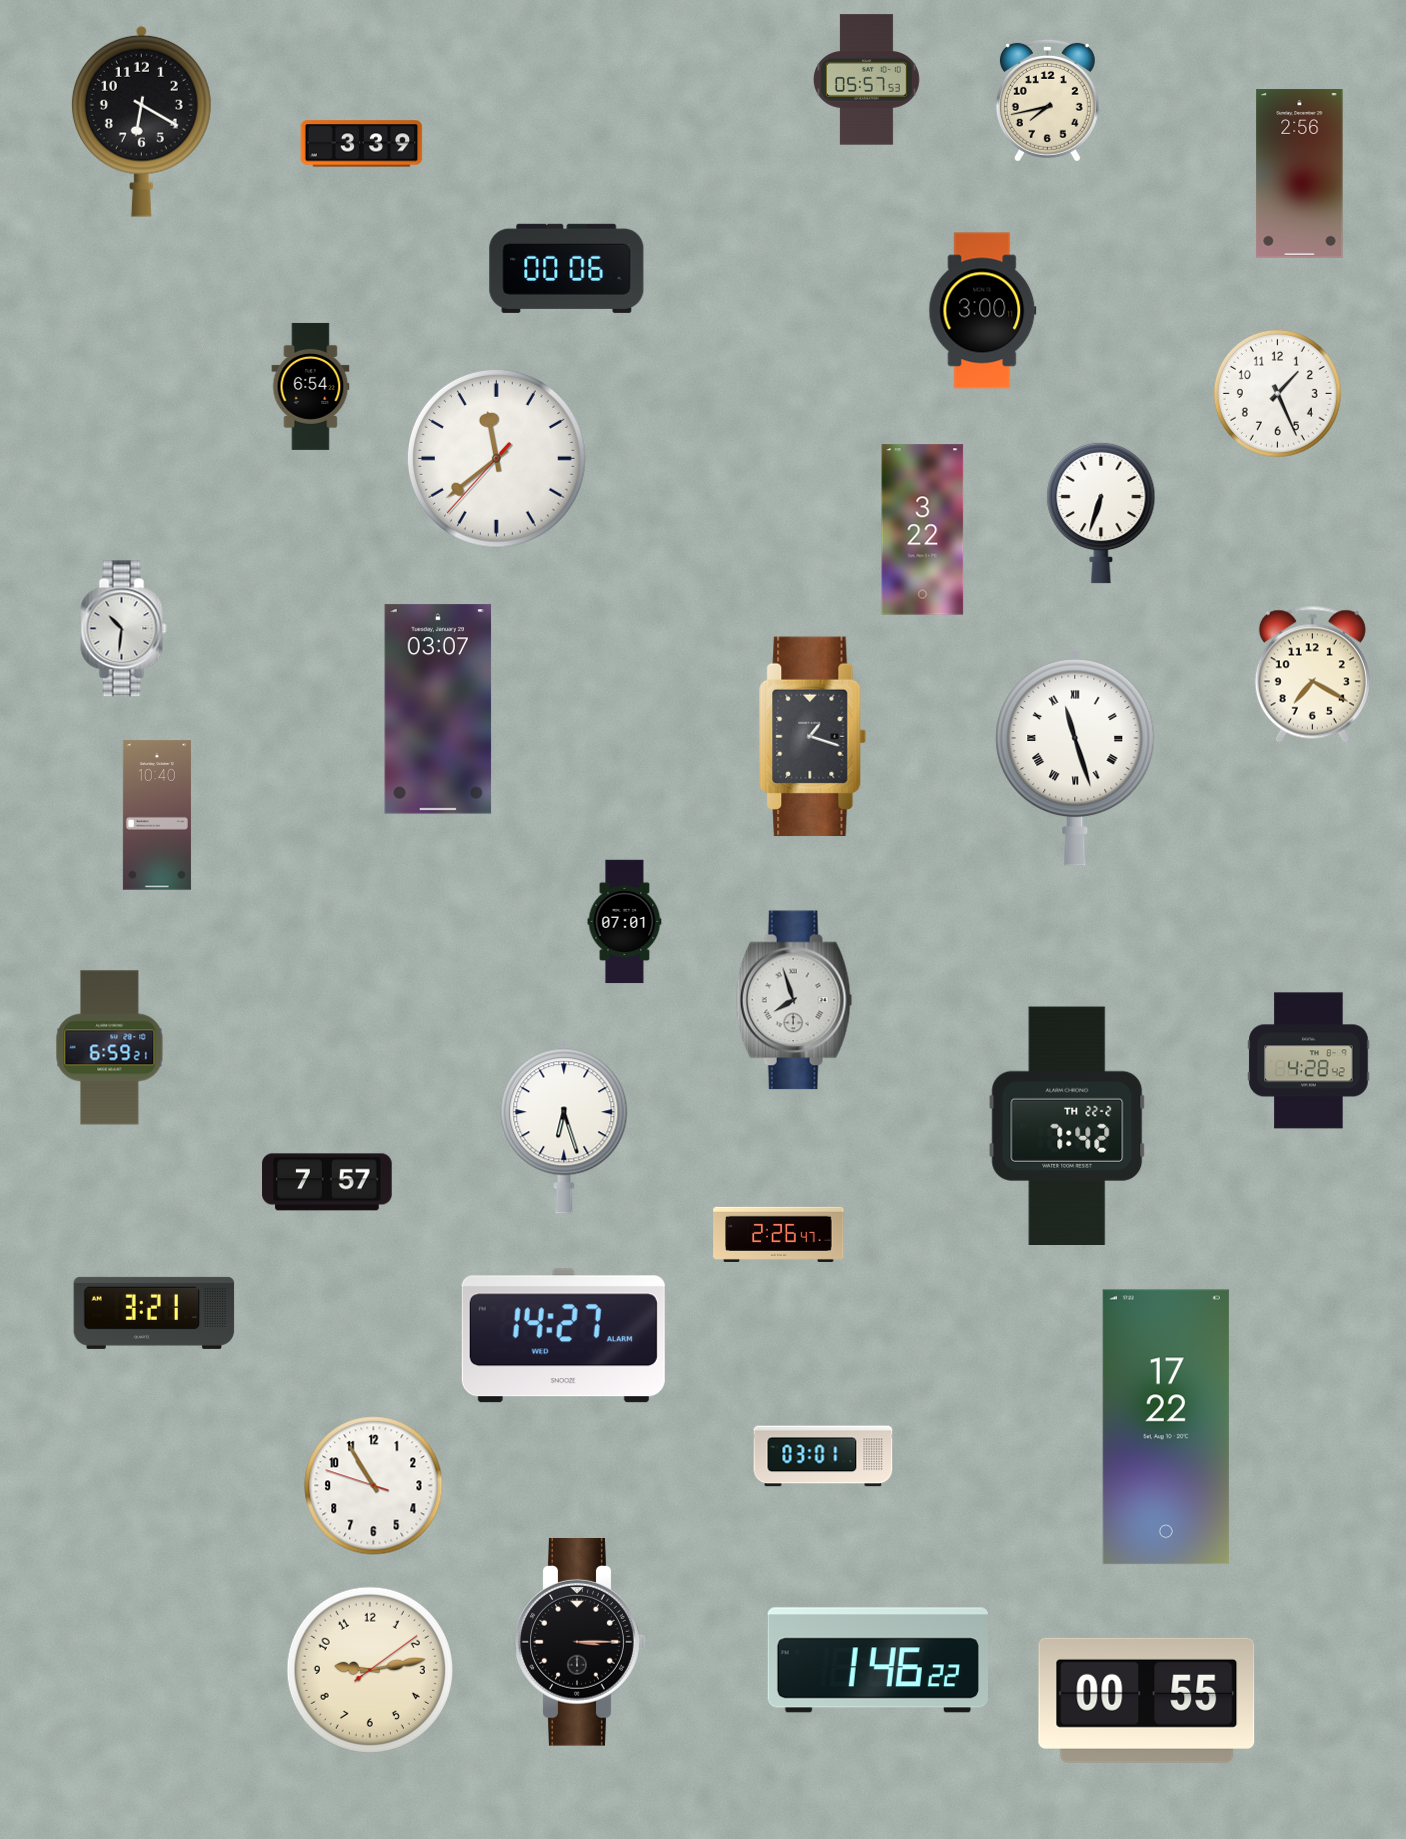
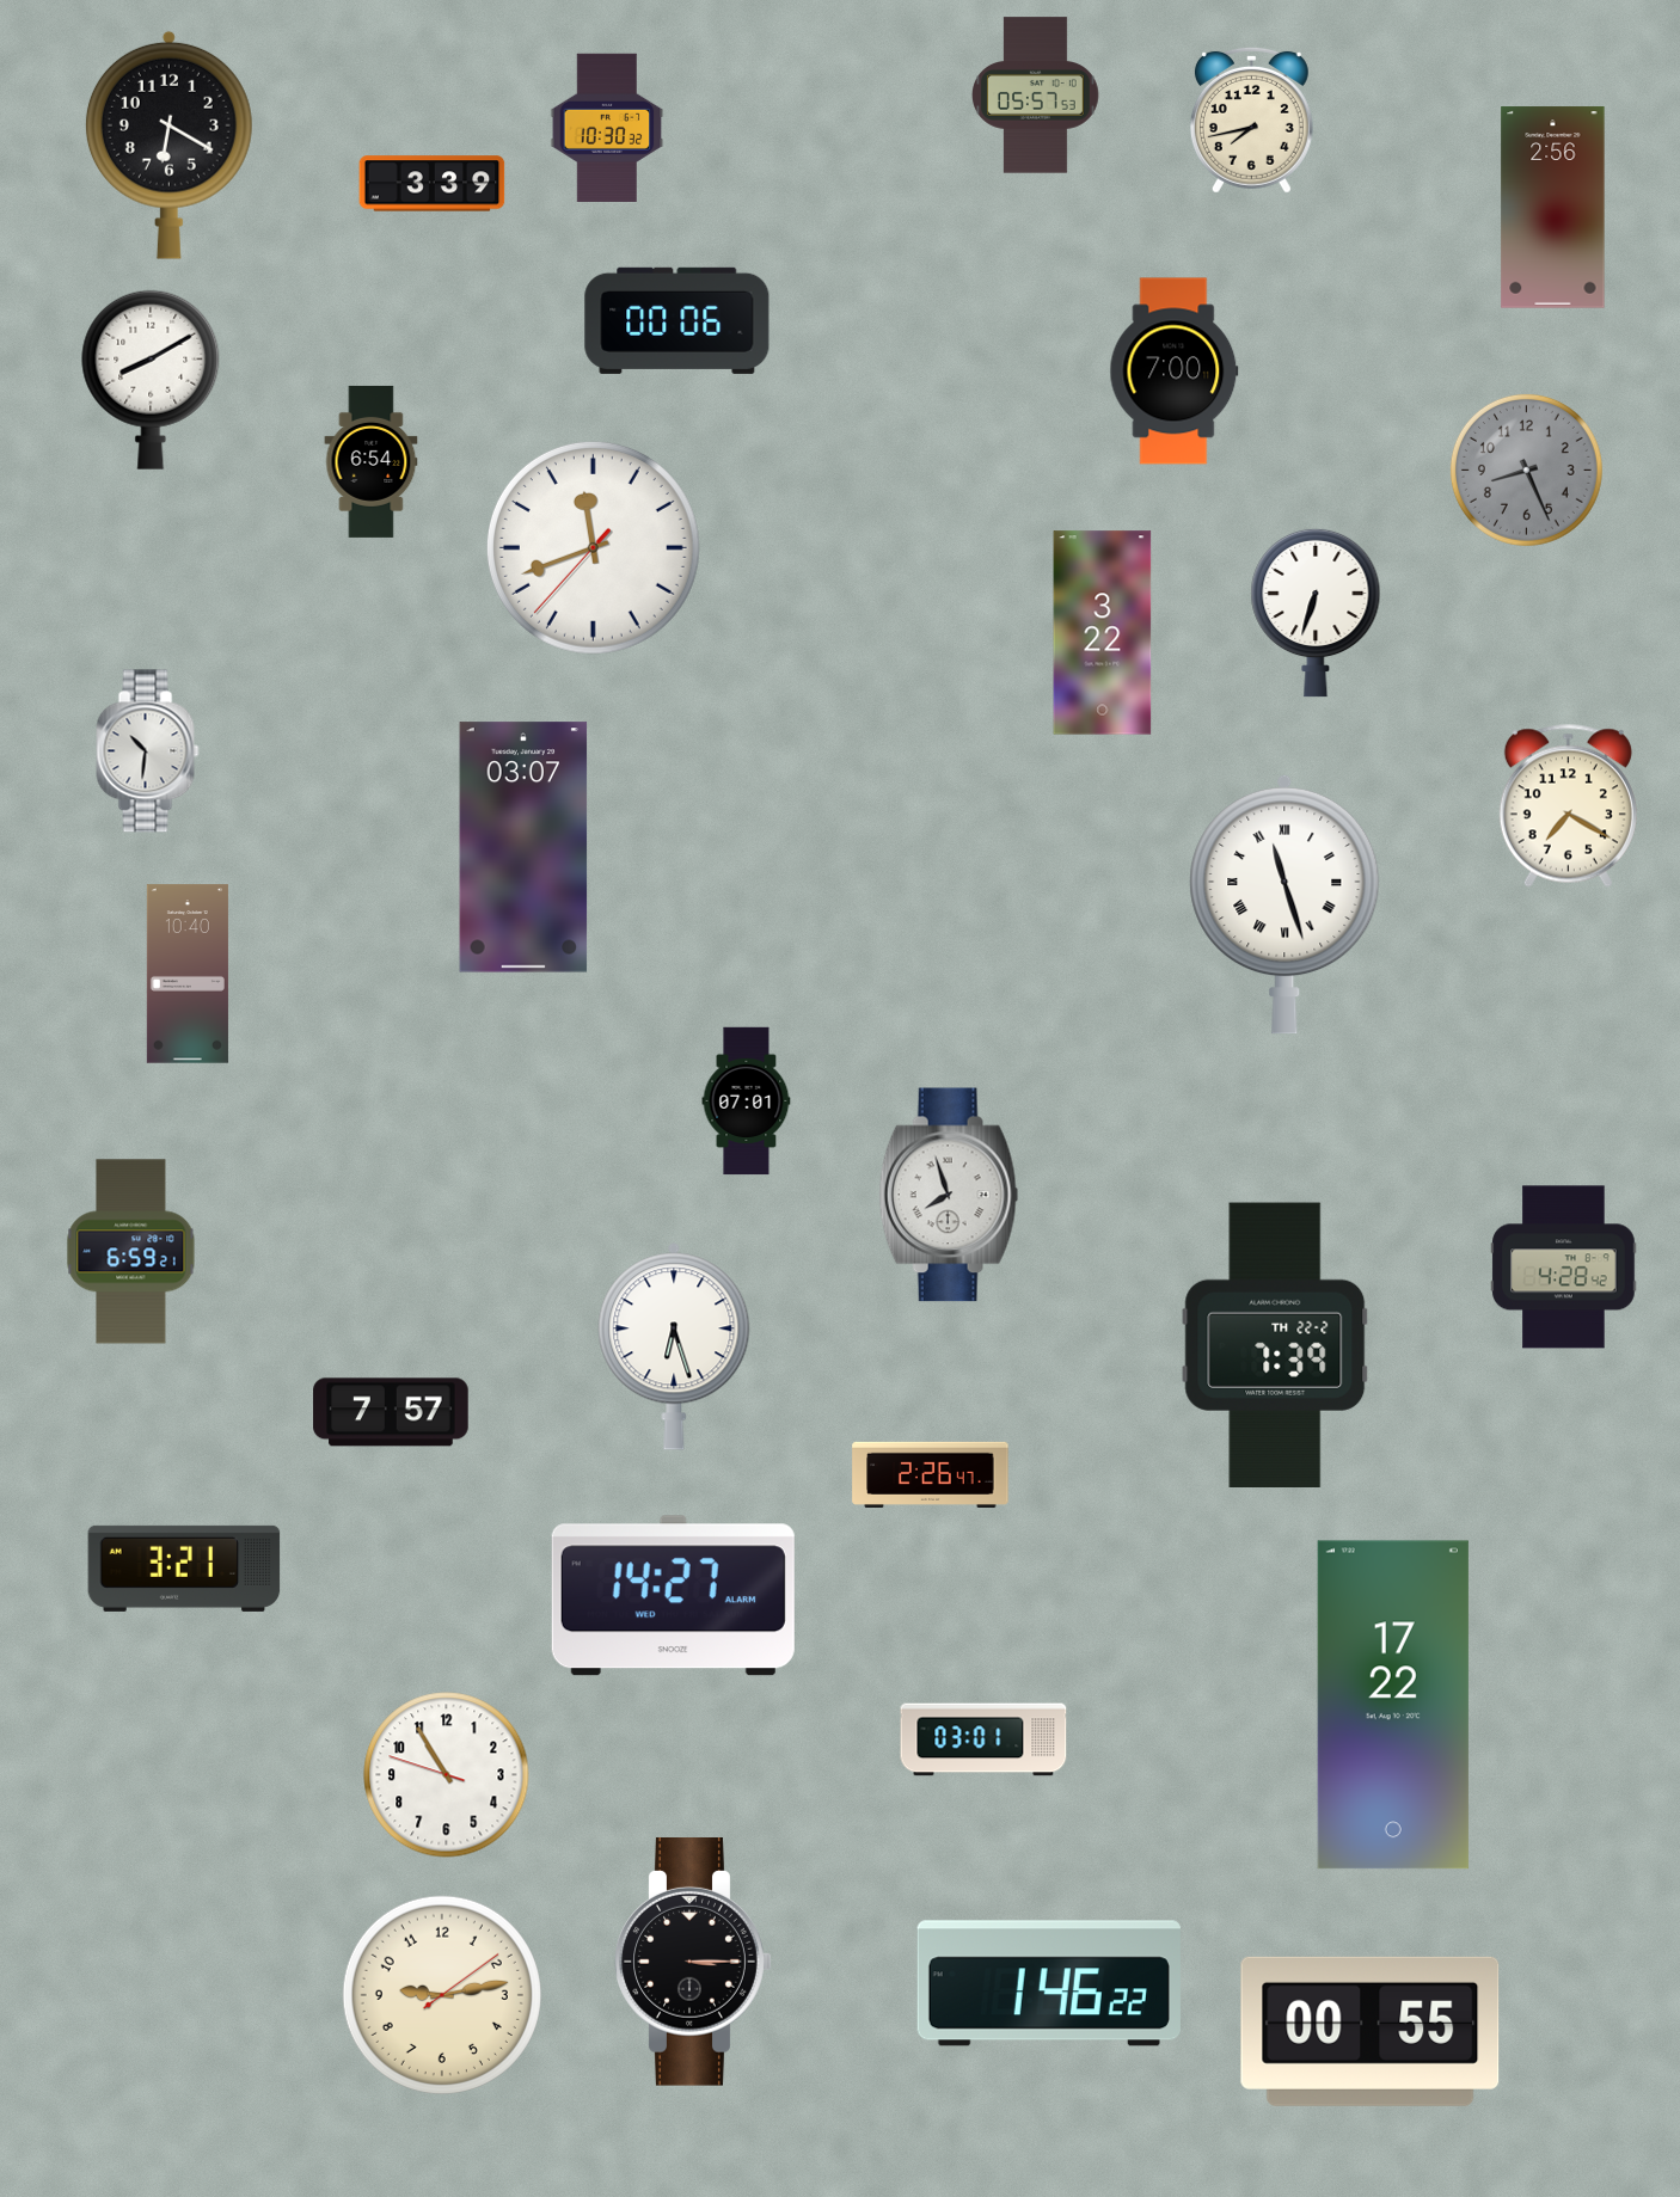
clock at (607, 128): none -> 10:30
clock at (362, 144) position: (362, 144) -> (433, 184)
clock at (983, 311): 3:00 -> 7:00
clock at (151, 380): none -> 8:10
clock at (1277, 393): 1:26 -> 8:26
clock at (1277, 393) dial: white -> grey
clock at (496, 458): 11:38 -> 11:41
clock at (813, 737): 1:18 -> none
clock at (1067, 1125): 7:42 -> 7:39
